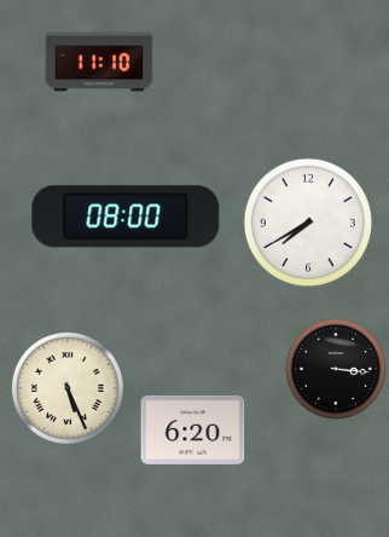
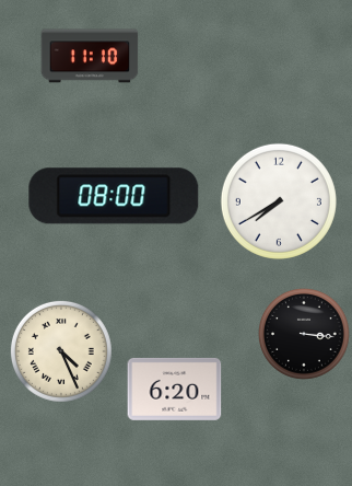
clock at (68, 388): 5:26 -> 4:26
